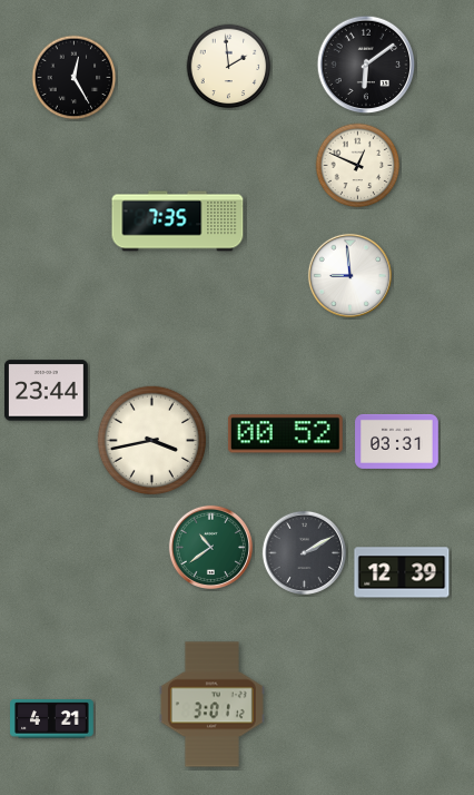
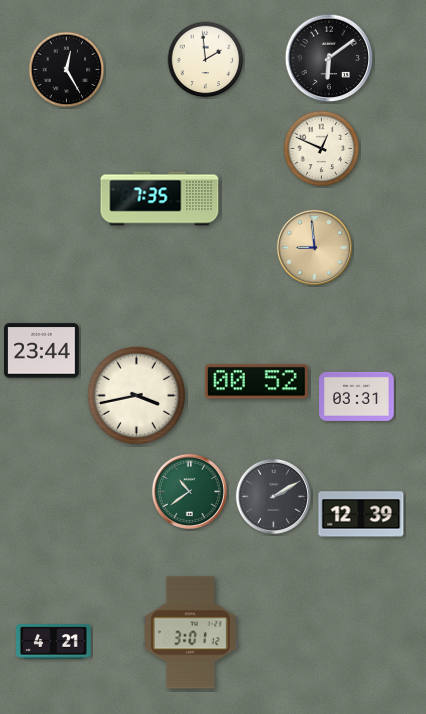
clock at (349, 275) dial: white -> champagne
clock at (285, 434) position: (285, 434) -> (256, 382)
clock at (52, 719) position: (52, 719) -> (54, 642)
